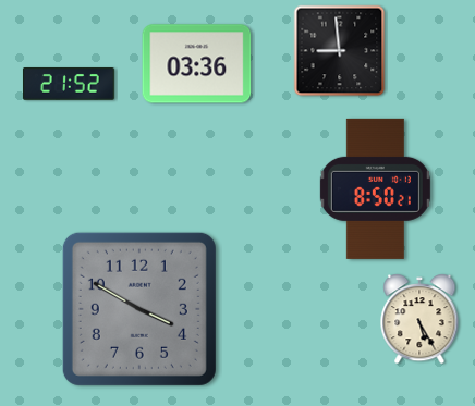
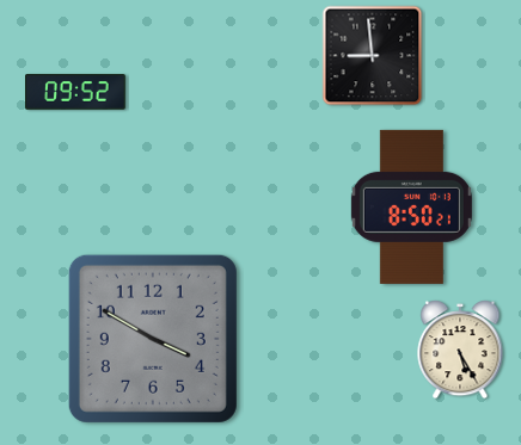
clock at (197, 64): 03:36 -> none
clock at (69, 85): 21:52 -> 09:52
